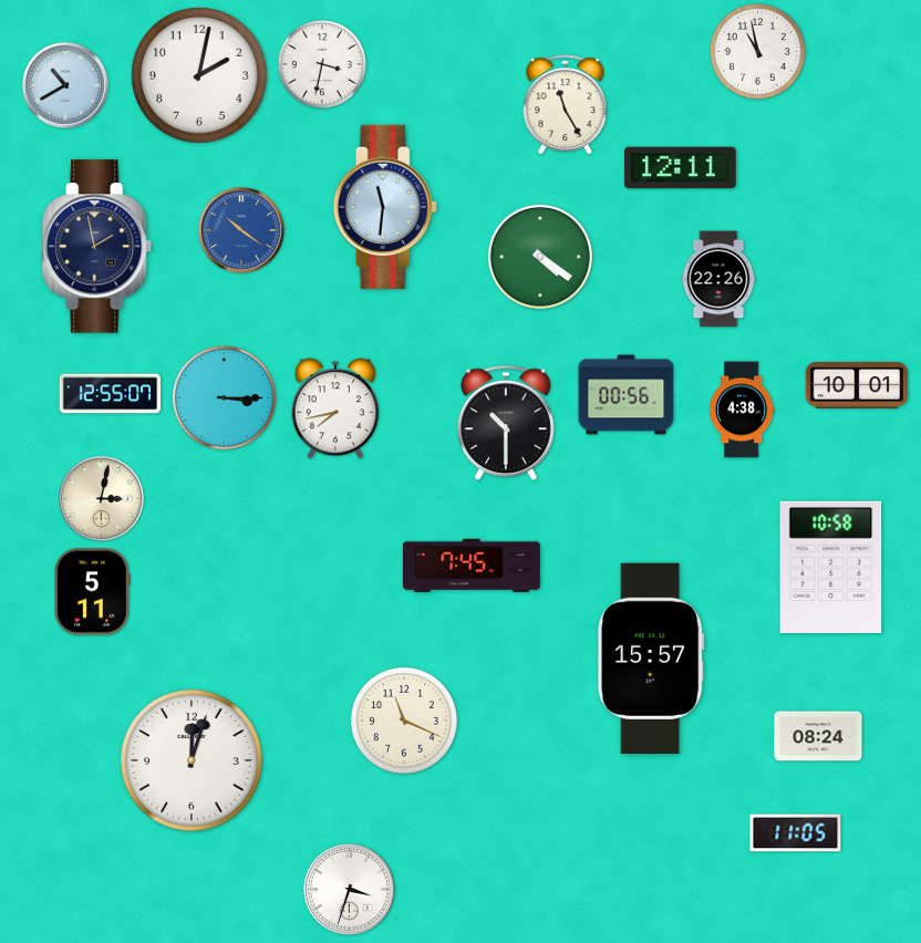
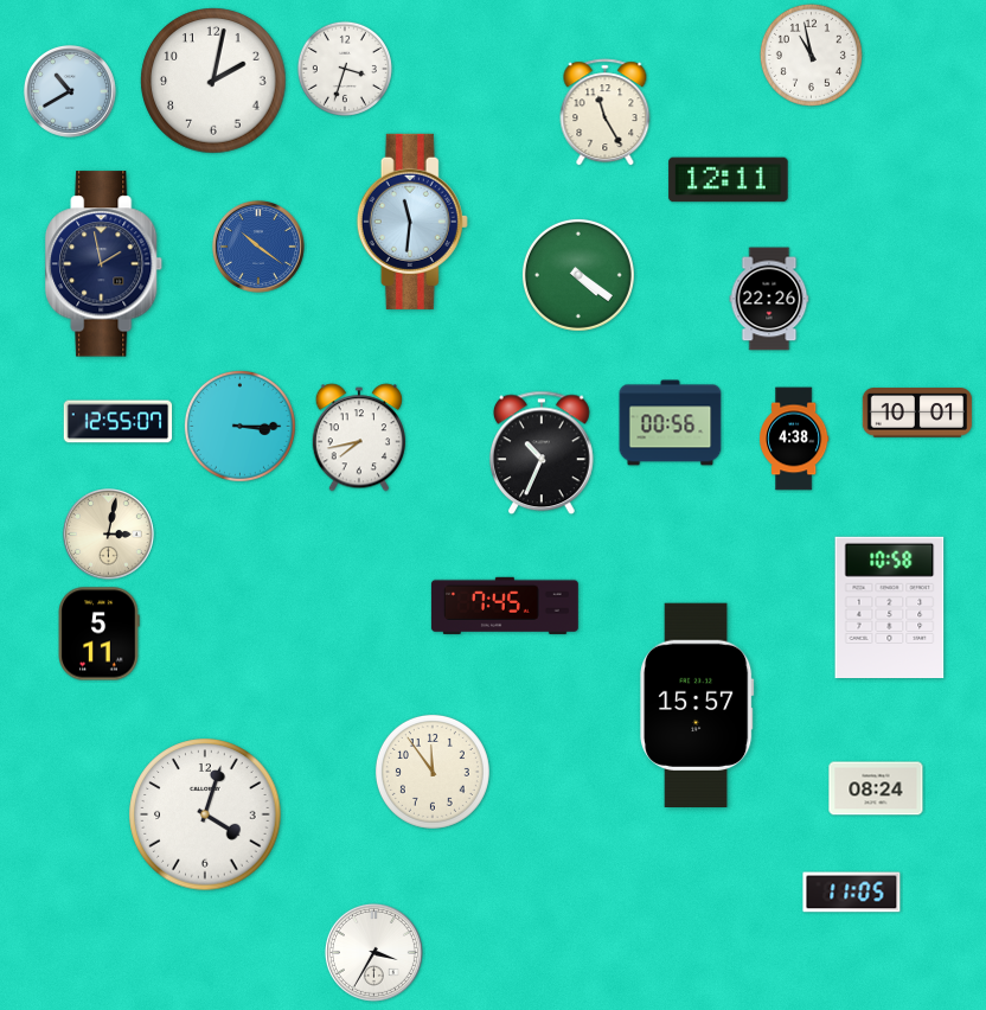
clock at (322, 64): 3:32 -> 3:33
clock at (506, 423): 10:30 -> 10:34
clock at (404, 721): 11:19 -> 11:54
clock at (192, 760): 12:03 -> 4:03
clock at (349, 889): 3:33 -> 3:35
